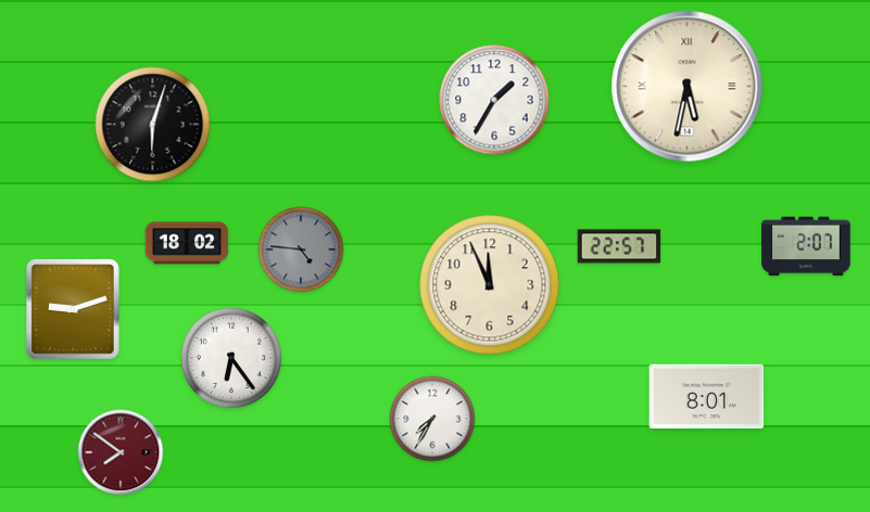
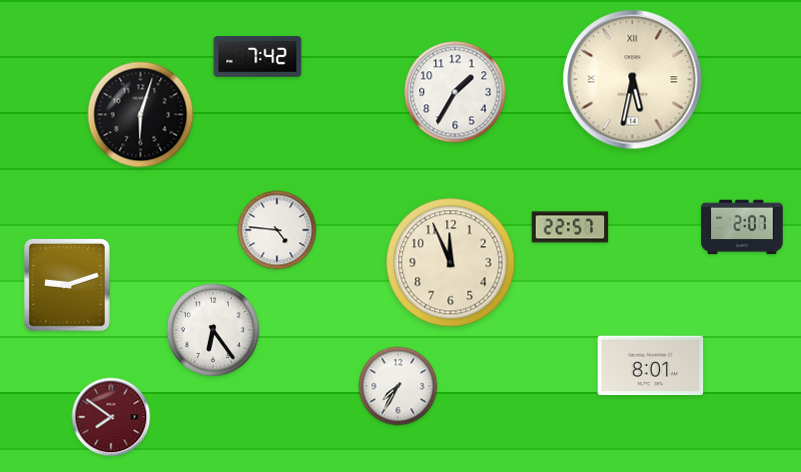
clock at (258, 57): none -> 7:42
clock at (187, 243): 18:02 -> none
clock at (301, 249) dial: grey -> white
